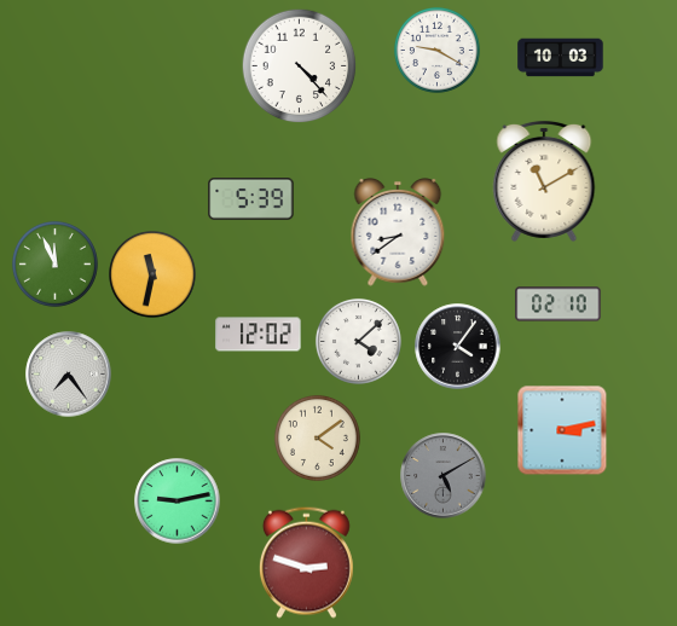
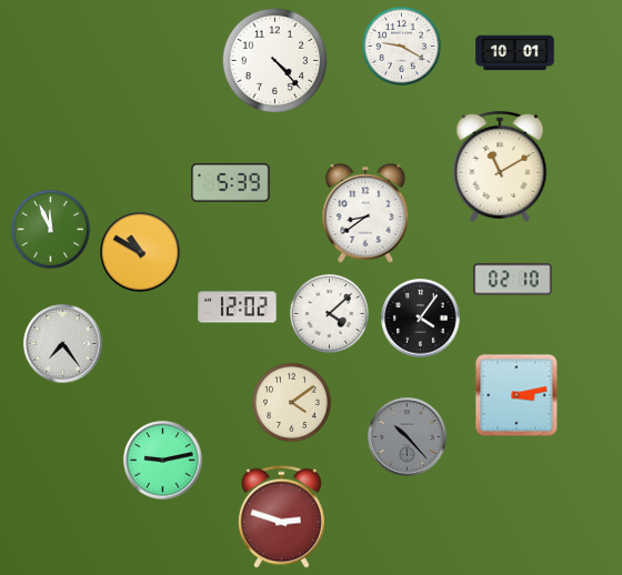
clock at (561, 58): 10:03 -> 10:01
clock at (54, 263) position: (54, 263) -> (50, 229)
clock at (154, 276): 11:32 -> 10:50
clock at (444, 476): 5:10 -> 10:23
